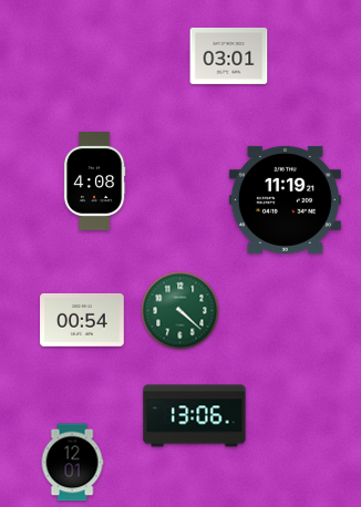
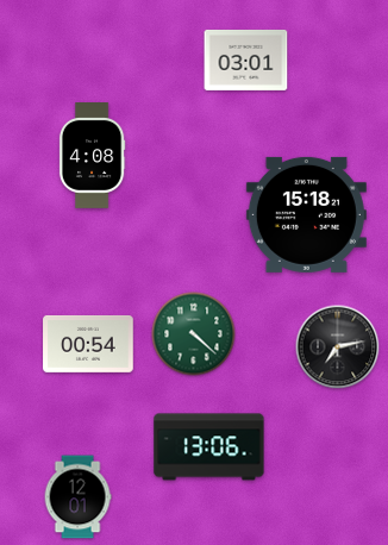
clock at (94, 182) position: (94, 182) -> (92, 156)
clock at (285, 199): 11:19 -> 15:18
clock at (338, 347): none -> 7:13
